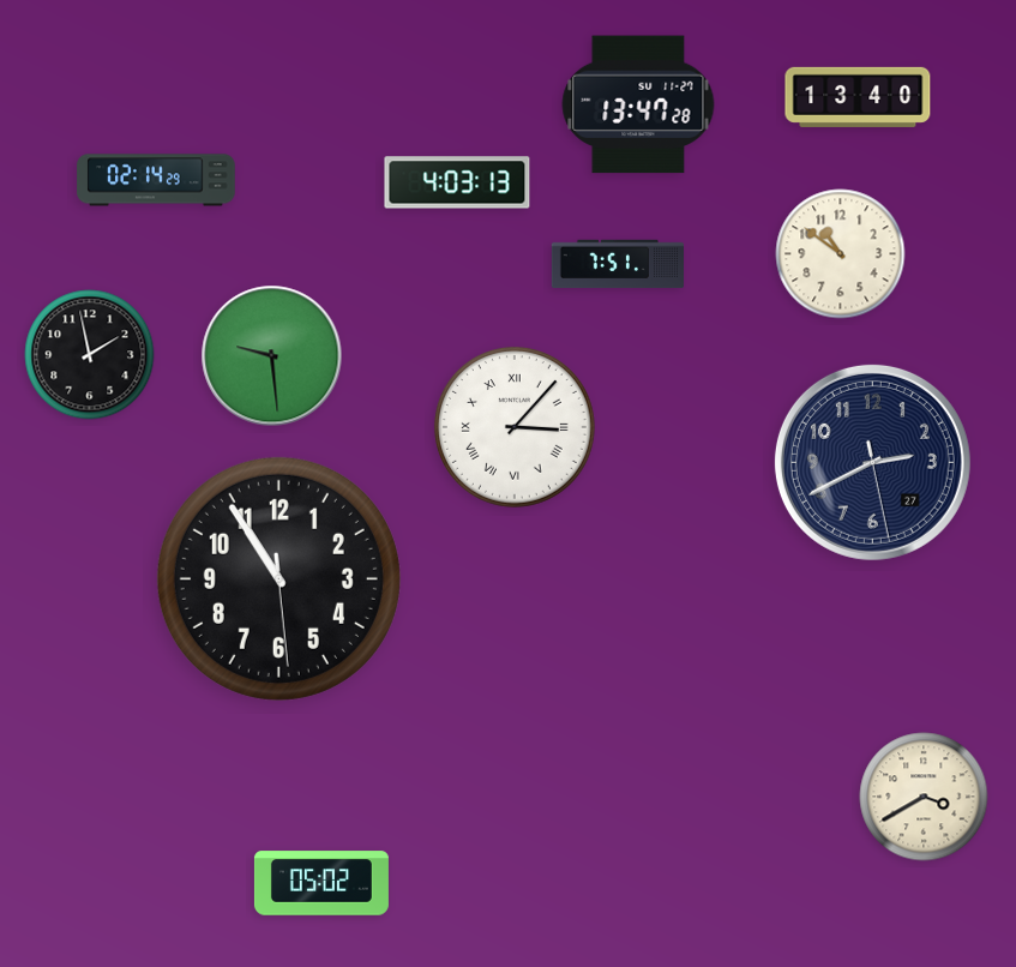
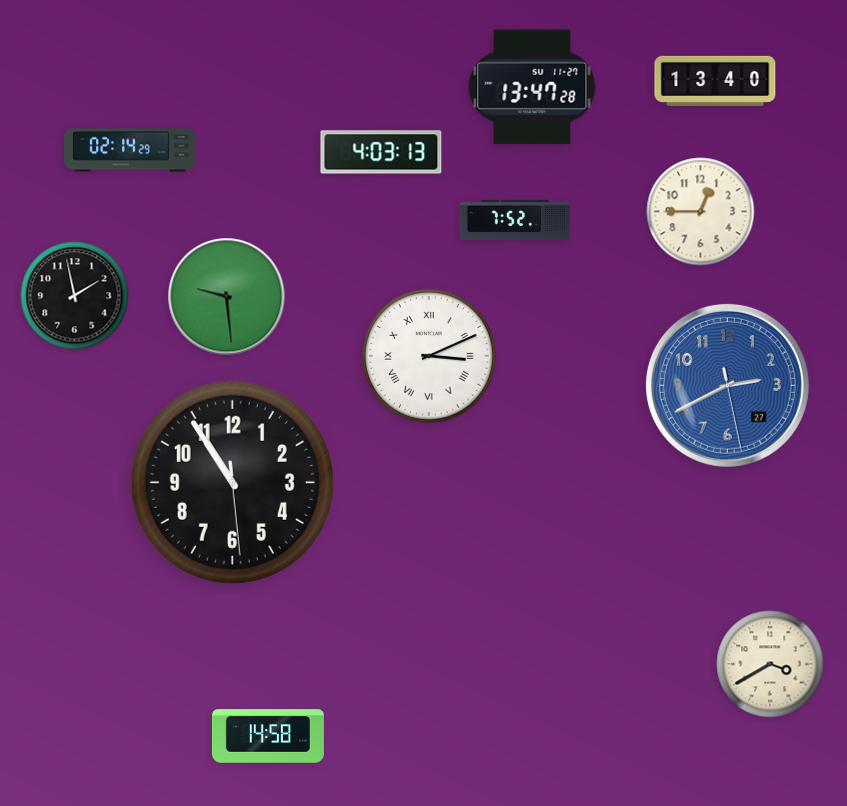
clock at (841, 254): 10:51 -> 12:45
clock at (617, 264): 7:51 -> 7:52
clock at (515, 427): 3:07 -> 3:11
clock at (872, 462) dial: navy -> blue
clock at (321, 883): 05:02 -> 14:58
